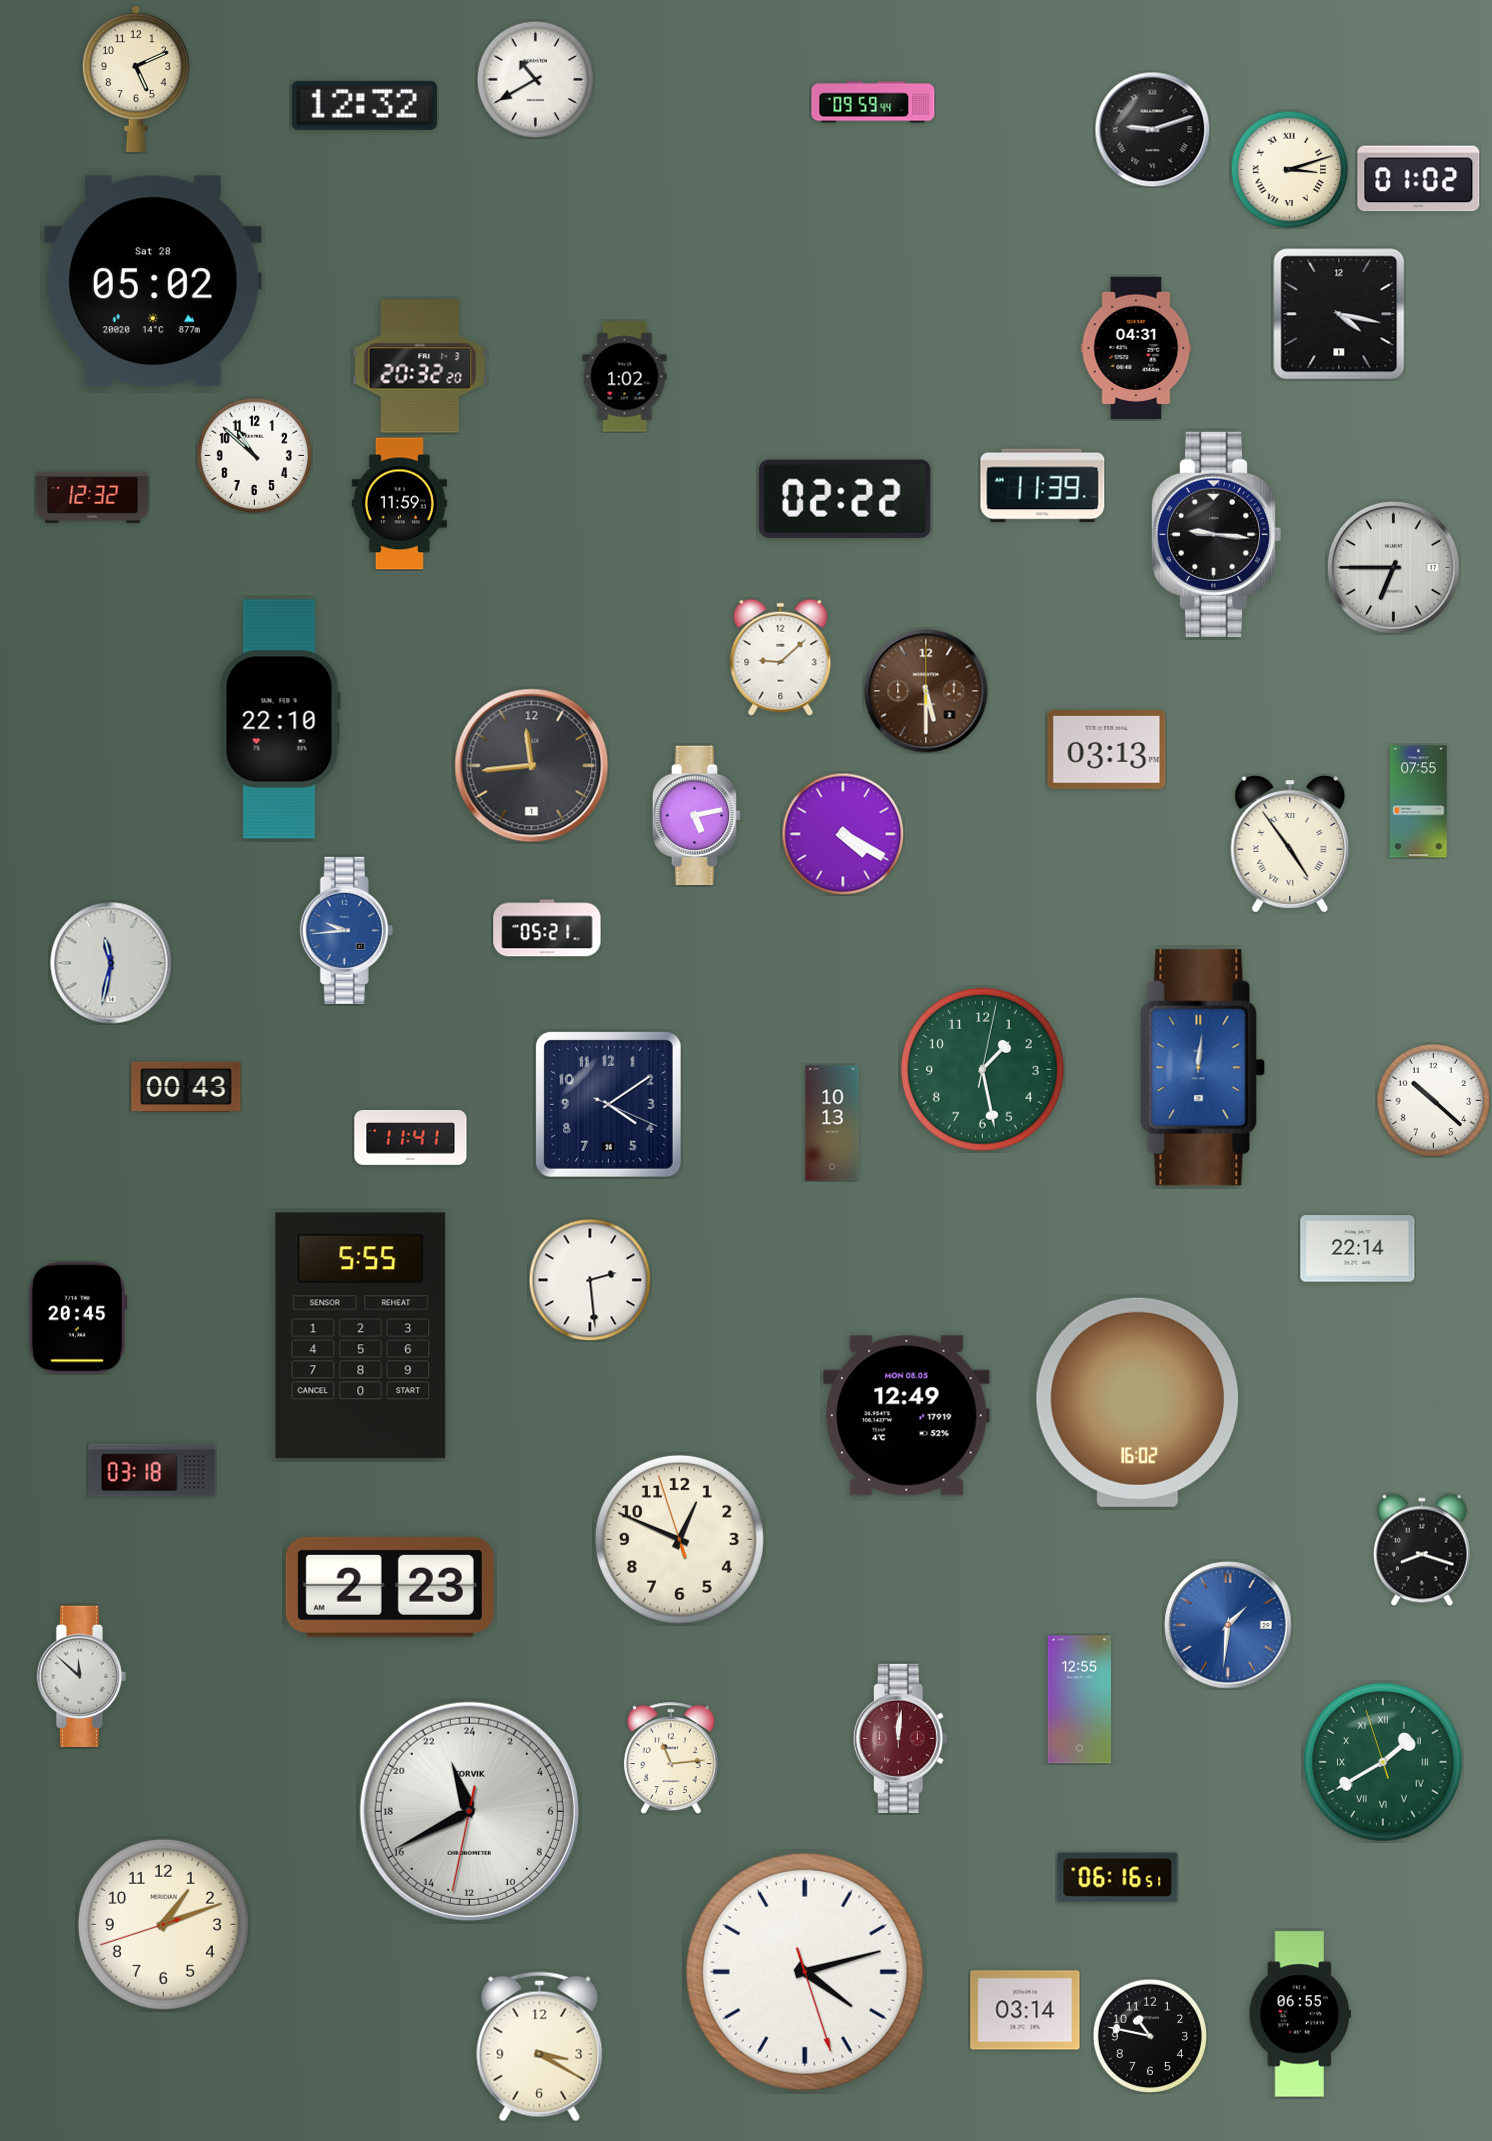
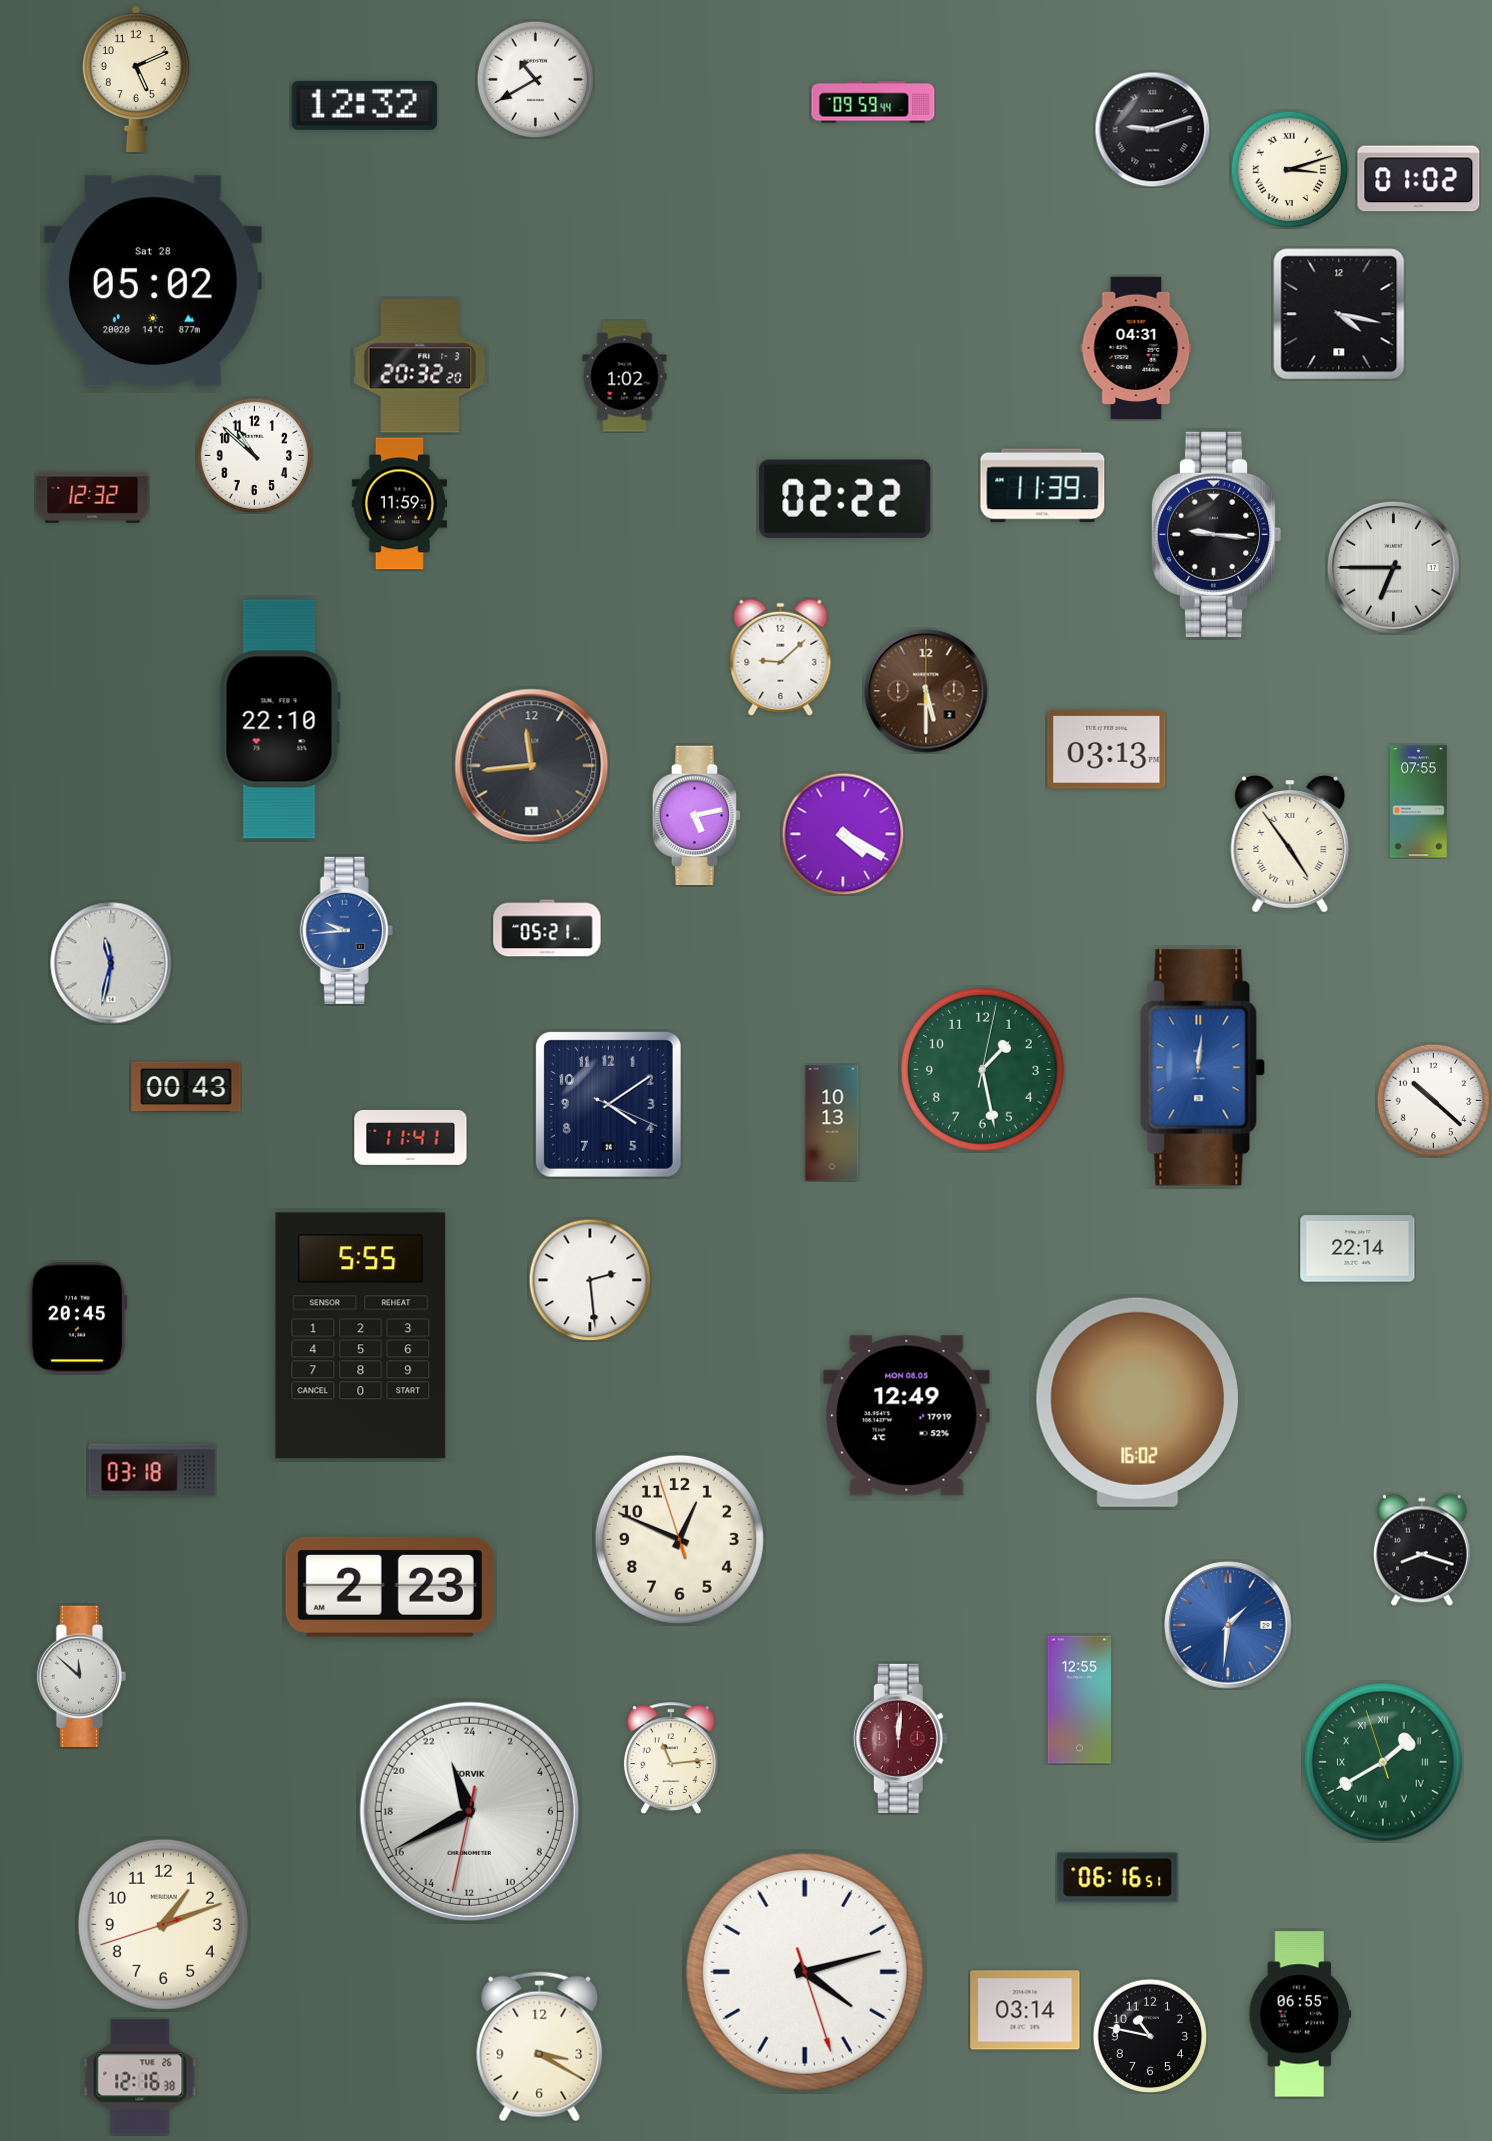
clock at (140, 2077): none -> 12:16
